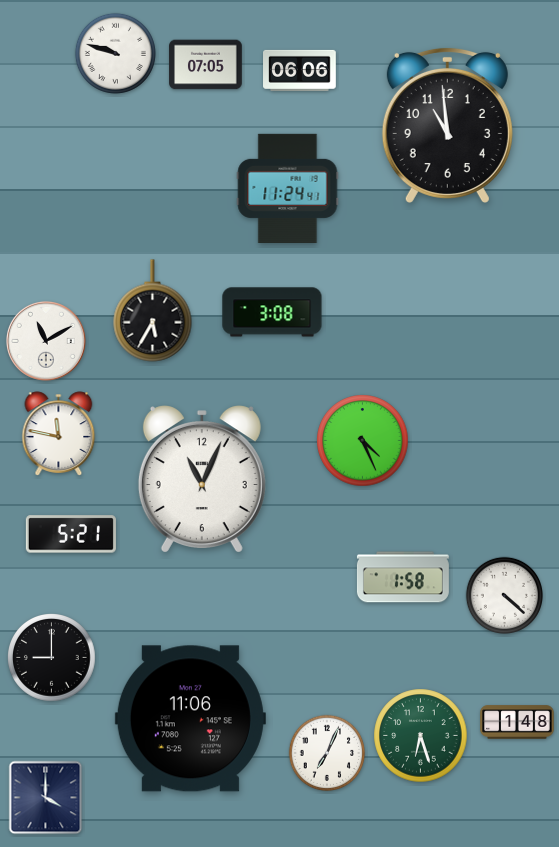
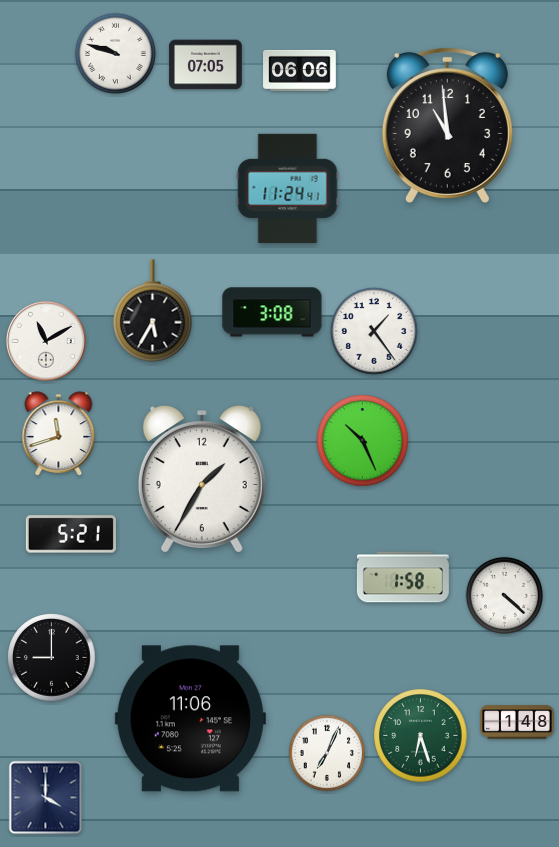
clock at (375, 332): none -> 1:24
clock at (59, 434): 11:47 -> 11:42
clock at (363, 441): 4:26 -> 10:26
clock at (202, 479): 11:04 -> 1:35
